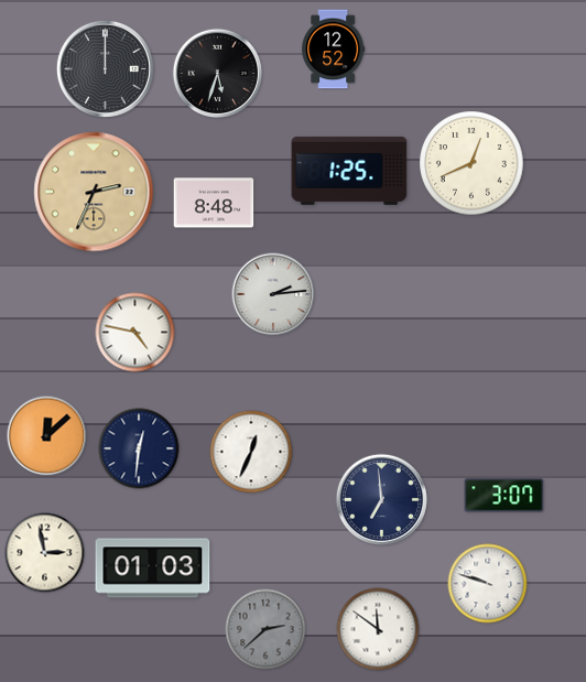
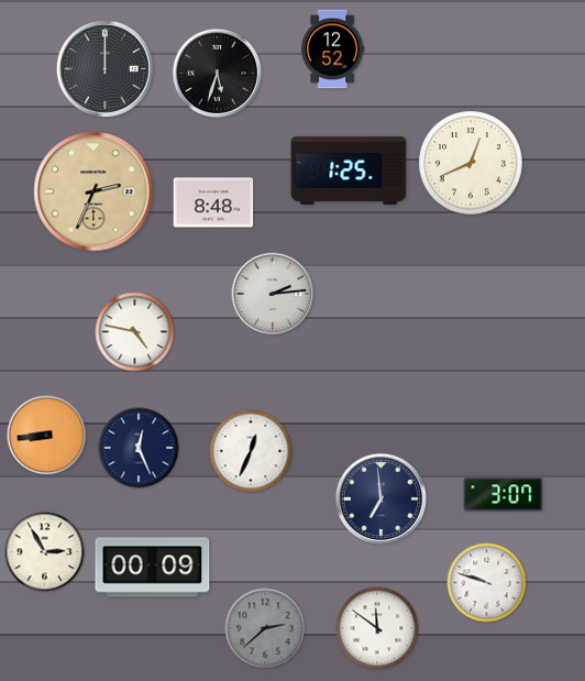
clock at (47, 436): 12:08 -> 8:44
clock at (139, 448): 12:31 -> 12:26
clock at (45, 553): 2:58 -> 2:55
clock at (153, 569): 01:03 -> 00:09
